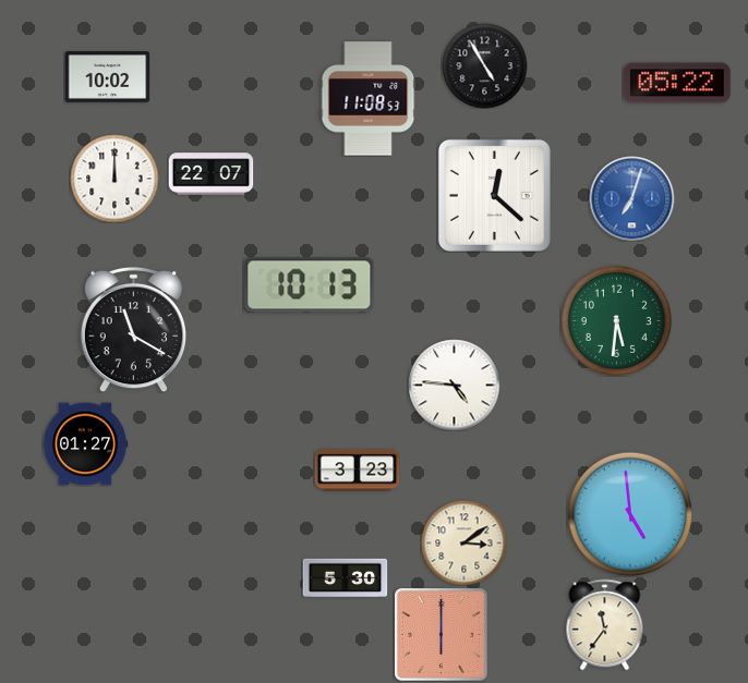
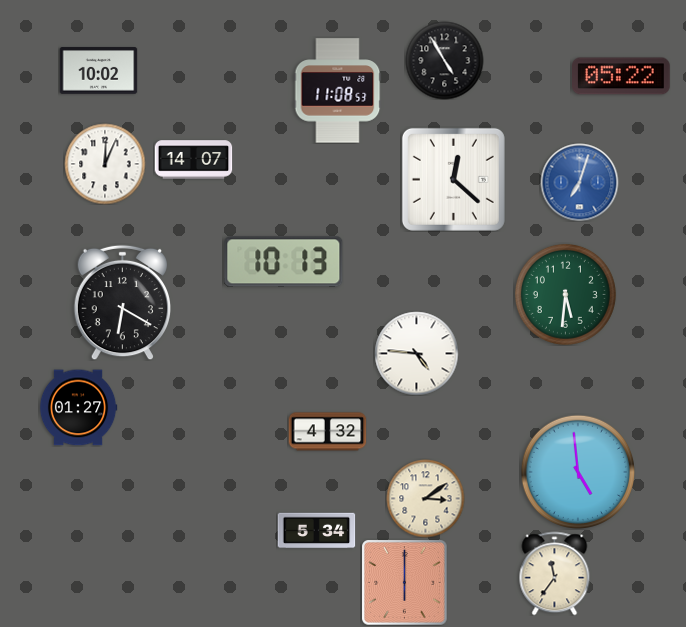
clock at (210, 174): 22:07 -> 14:07
clock at (114, 179): 12:00 -> 12:04
clock at (133, 329): 11:20 -> 6:20
clock at (357, 471): 3:23 -> 4:32
clock at (345, 578): 5:30 -> 5:34
